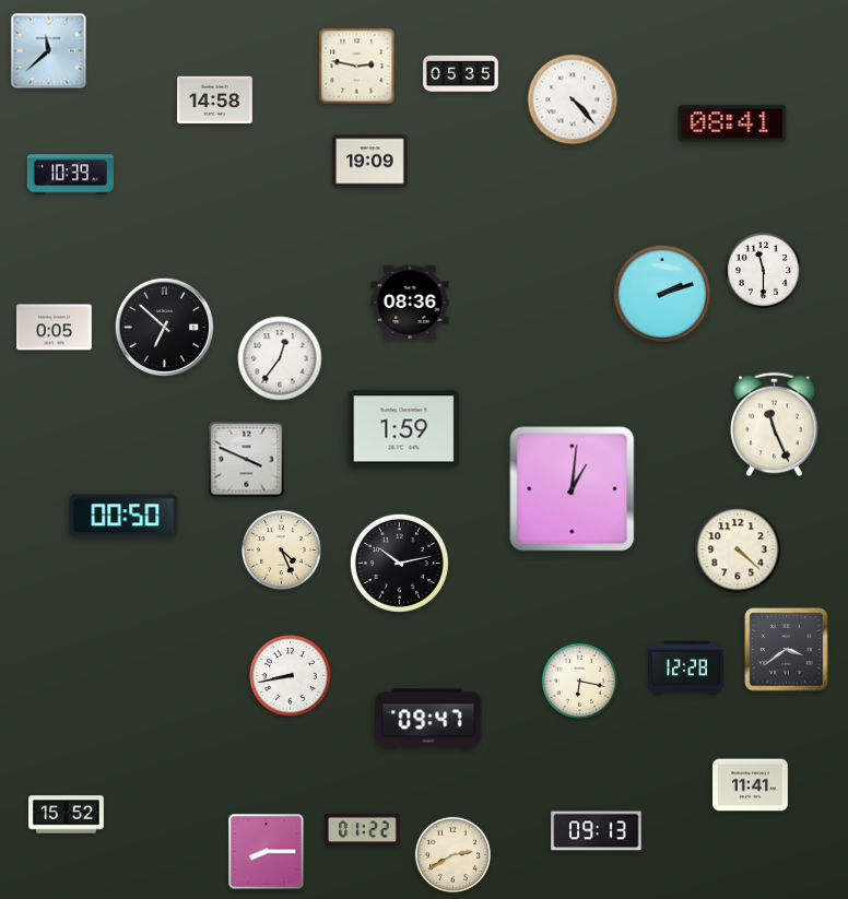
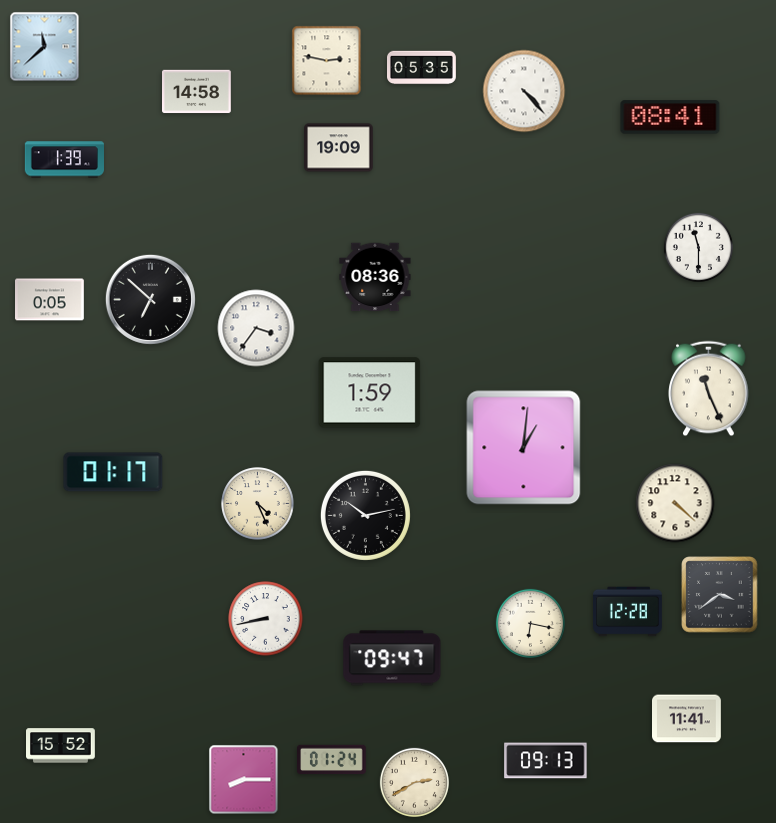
clock at (732, 123) position: (732, 123) -> (670, 117)
clock at (70, 175): 10:39 -> 1:39
clock at (662, 294): 2:12 -> none
clock at (280, 358): 12:36 -> 3:36
clock at (247, 460): 3:49 -> none
clock at (123, 516): 00:50 -> 01:17
clock at (363, 830): 01:22 -> 01:24
